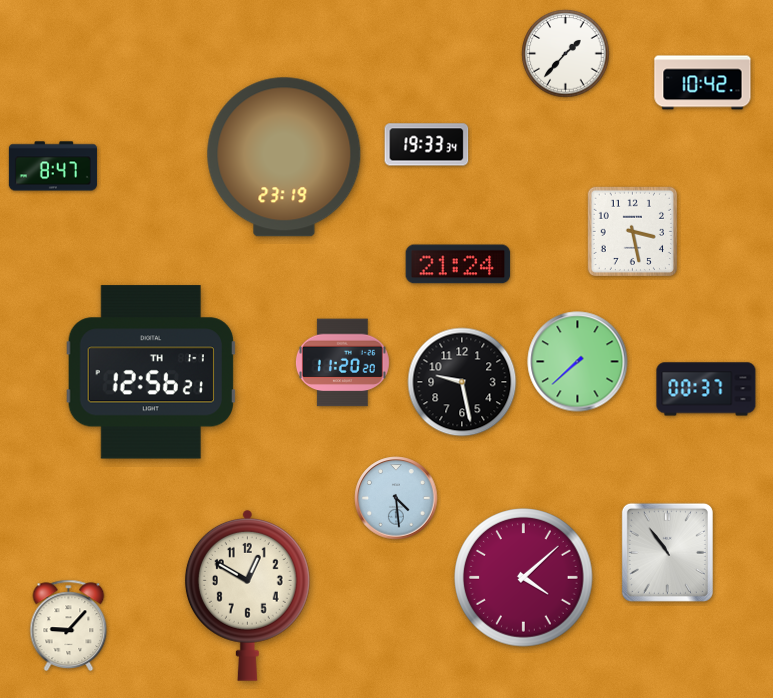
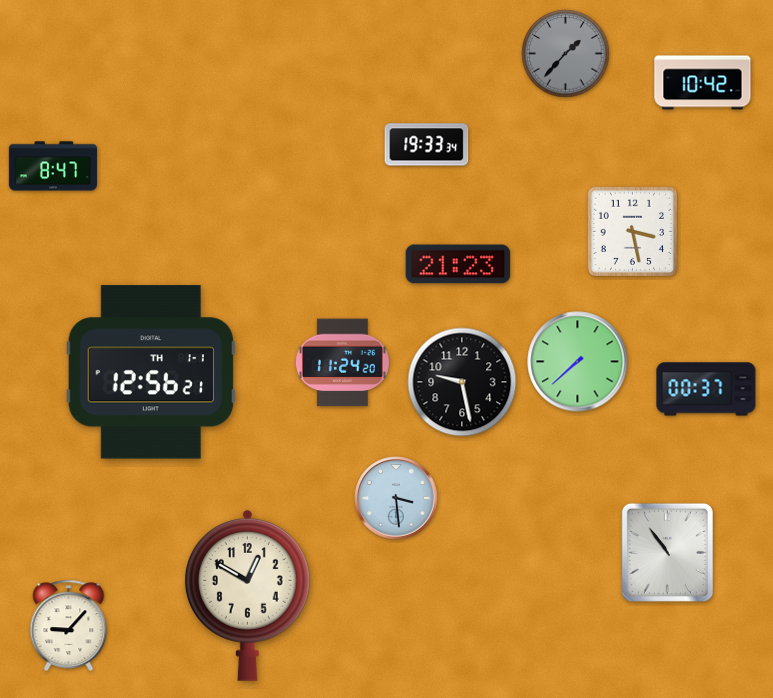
clock at (566, 54) dial: white -> grey
clock at (284, 157): 23:19 -> none
clock at (458, 264): 21:24 -> 21:23
clock at (342, 363): 11:20 -> 11:24
clock at (396, 498): 4:29 -> 3:29
clock at (524, 578): 4:08 -> none
